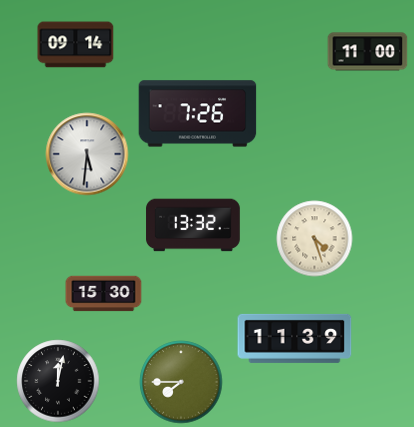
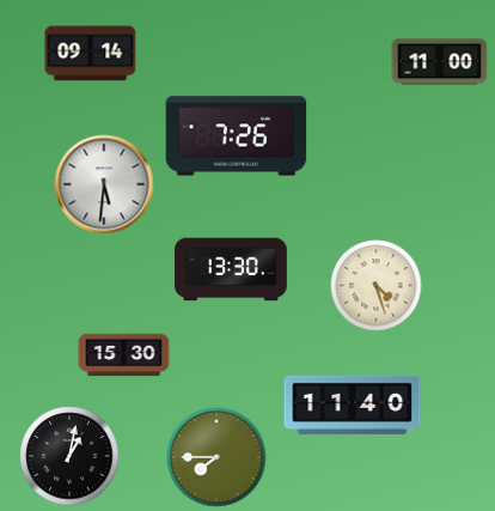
clock at (193, 225): 13:32 -> 13:30
clock at (104, 294) position: (104, 294) -> (124, 355)
clock at (295, 338): 11:39 -> 11:40
clock at (58, 381): 12:02 -> 1:02
